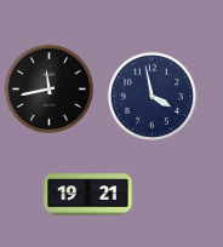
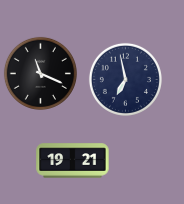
clock at (48, 88): 11:43 -> 11:19
clock at (151, 96): 3:58 -> 6:58
